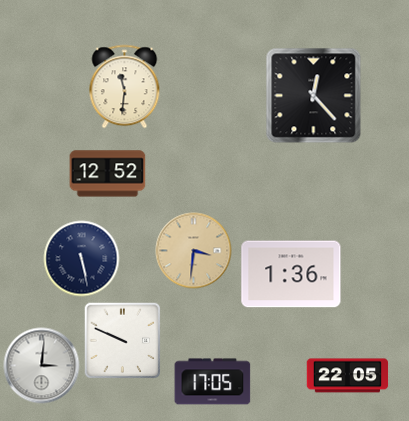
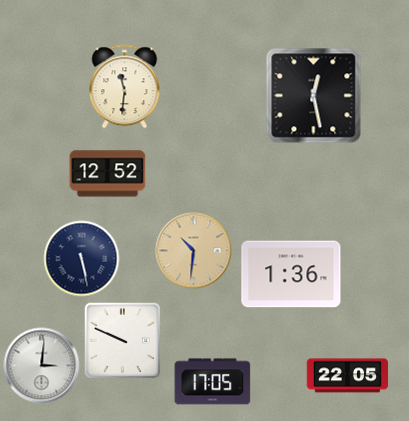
clock at (314, 96): 12:23 -> 12:28
clock at (194, 251): 3:31 -> 10:31
